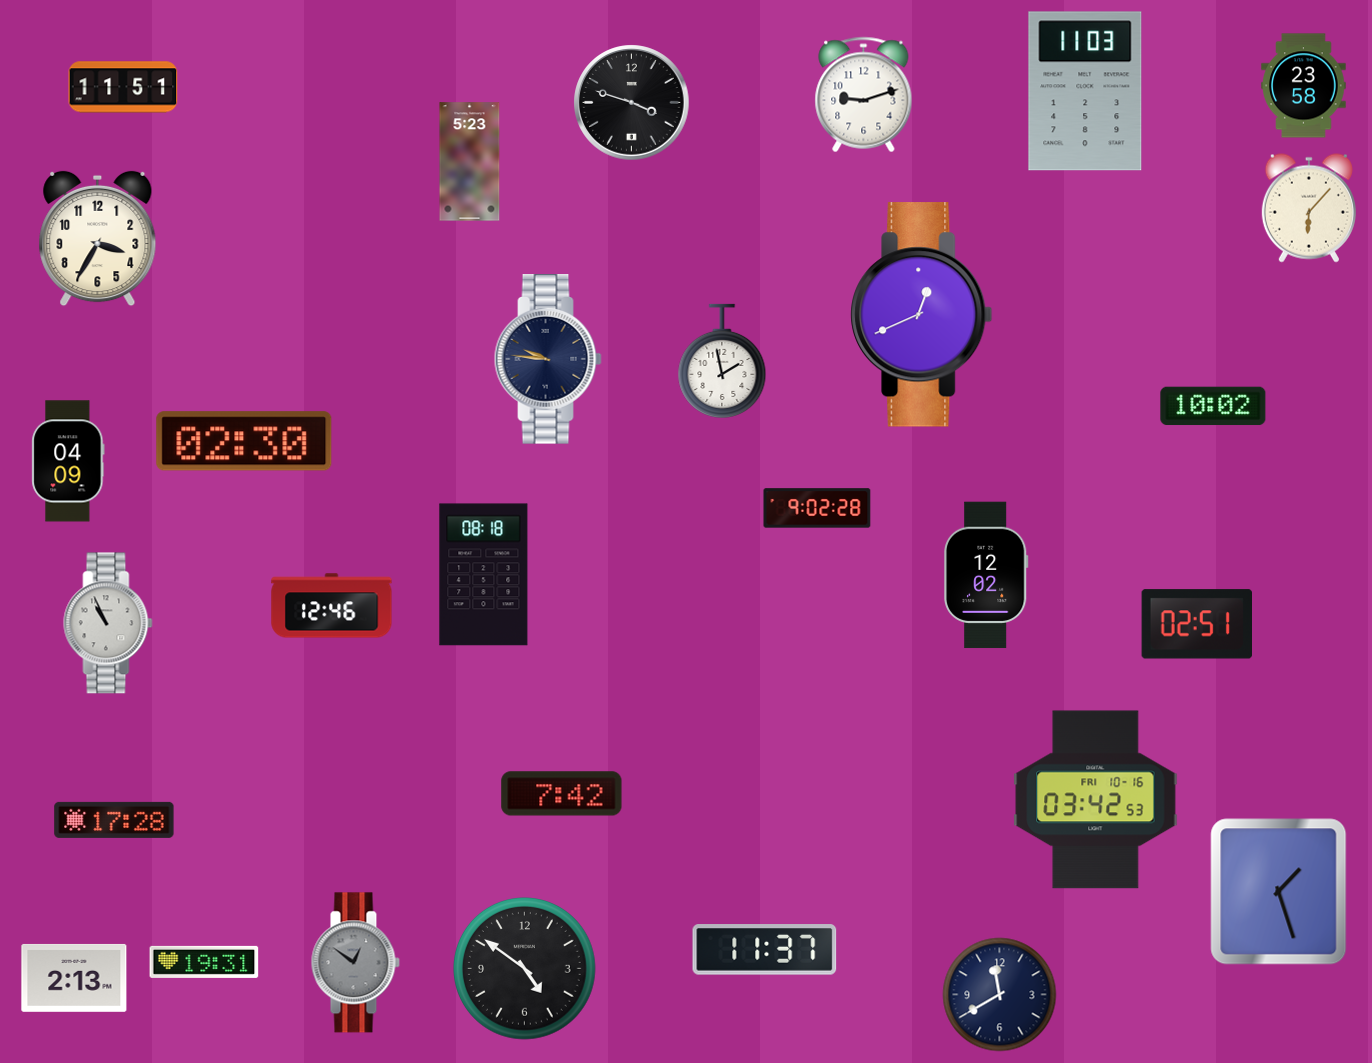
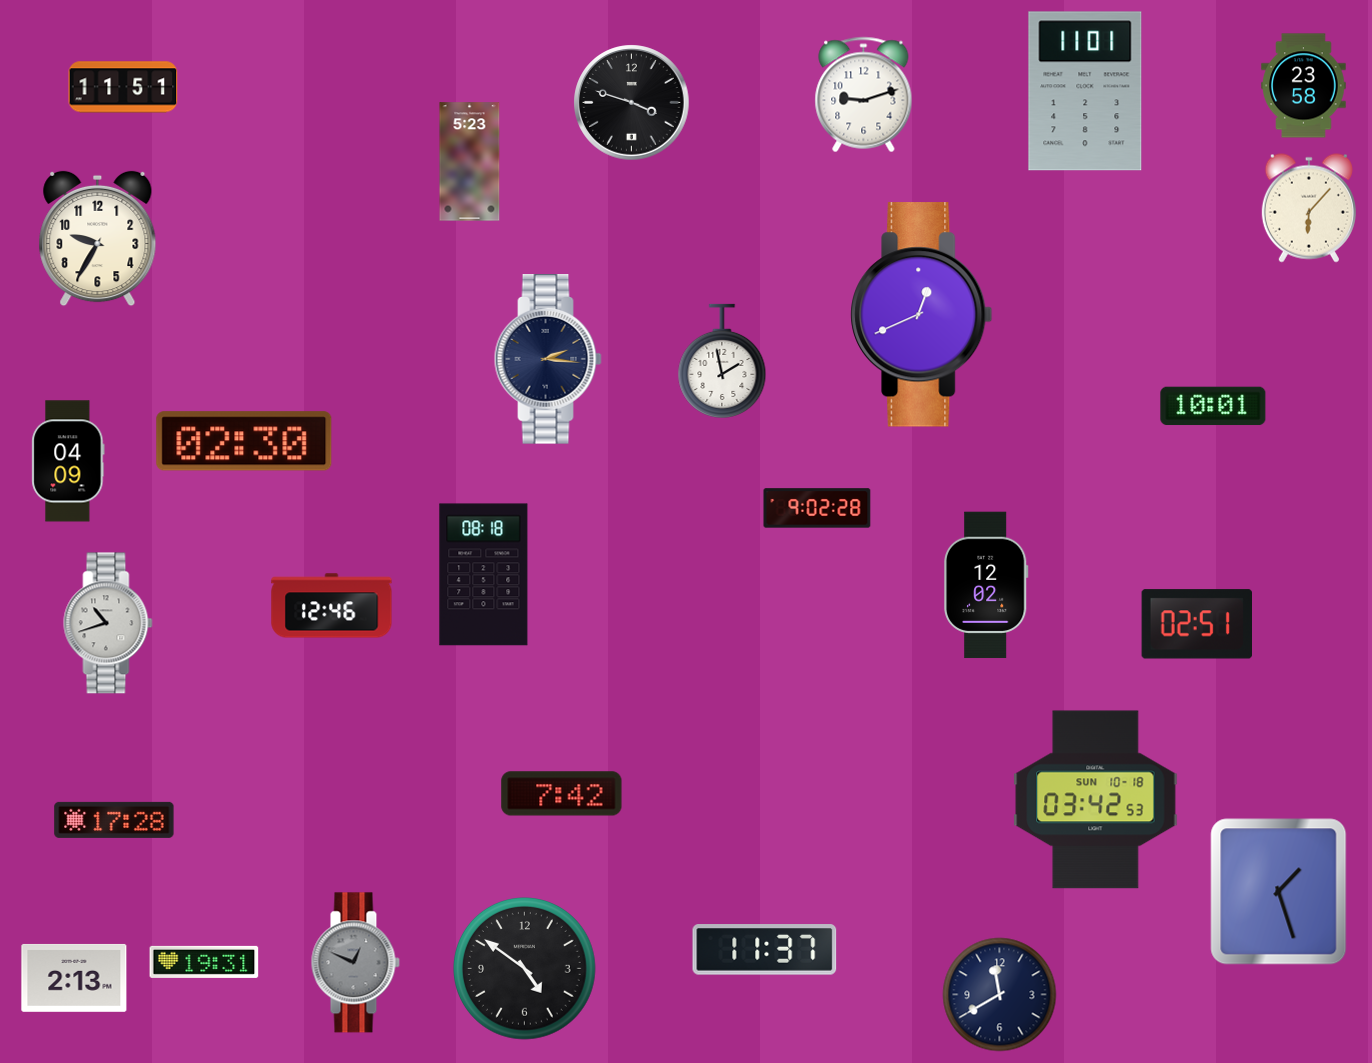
clock at (1085, 91): 11:03 -> 11:01
clock at (98, 239): 3:35 -> 9:35
clock at (548, 360): 9:46 -> 2:16
clock at (1213, 406): 10:02 -> 10:01
clock at (986, 575) position: (986, 575) -> (986, 585)
clock at (108, 623): 10:56 -> 10:42
clock at (1096, 800) date: FRI 10-16 -> SUN 10-18
clock at (355, 963): 12:51 -> 12:49
